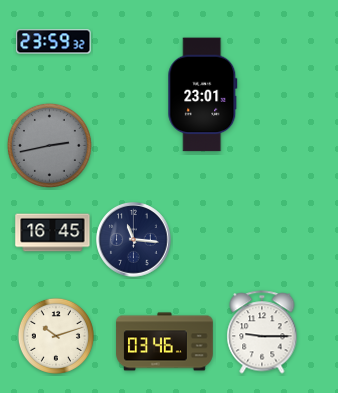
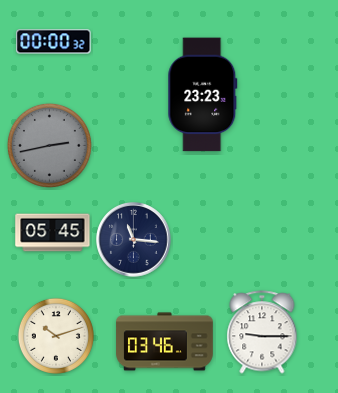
clock at (54, 42): 23:59 -> 00:00
clock at (203, 95): 23:01 -> 23:23
clock at (53, 233): 16:45 -> 05:45
